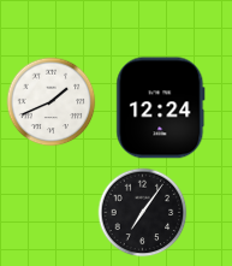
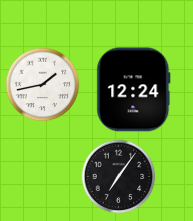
clock at (52, 102): 1:41 -> 1:43
